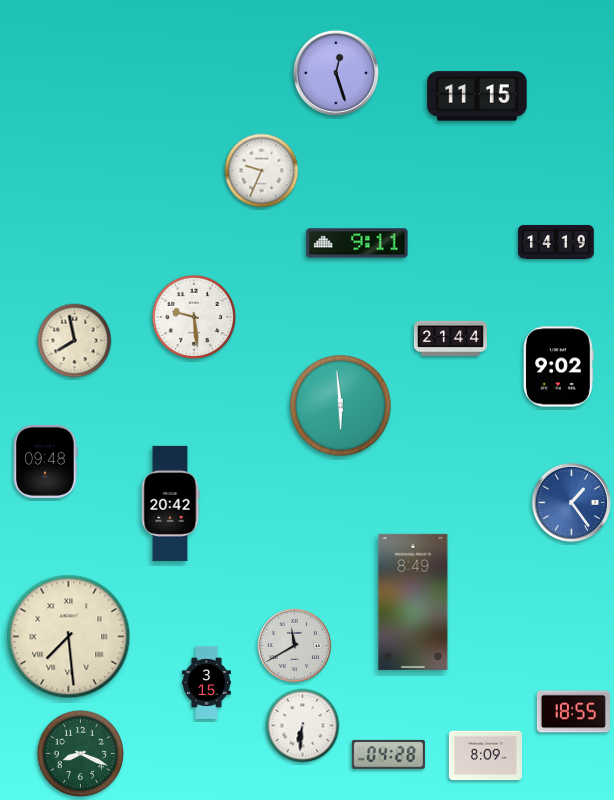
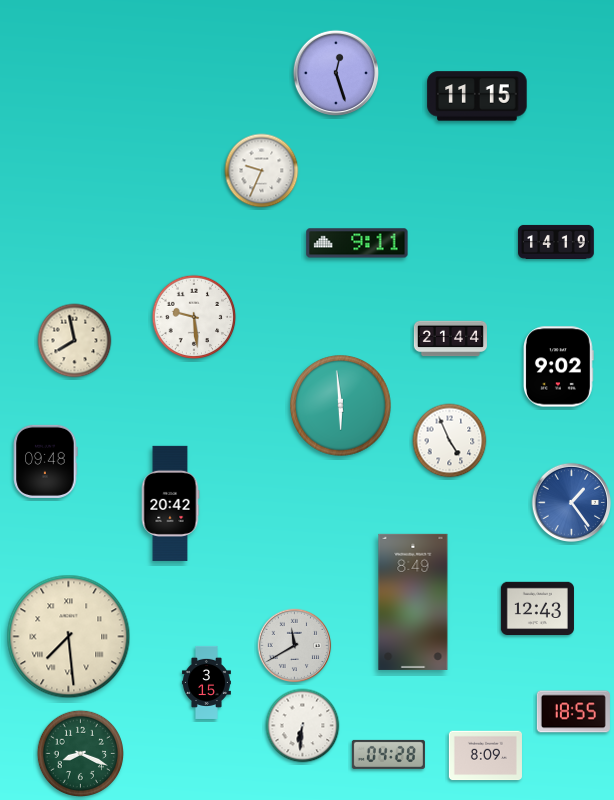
clock at (450, 441): none -> 4:56
clock at (537, 609): none -> 12:43
